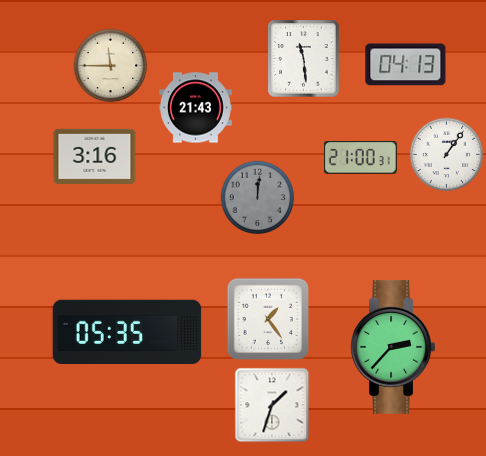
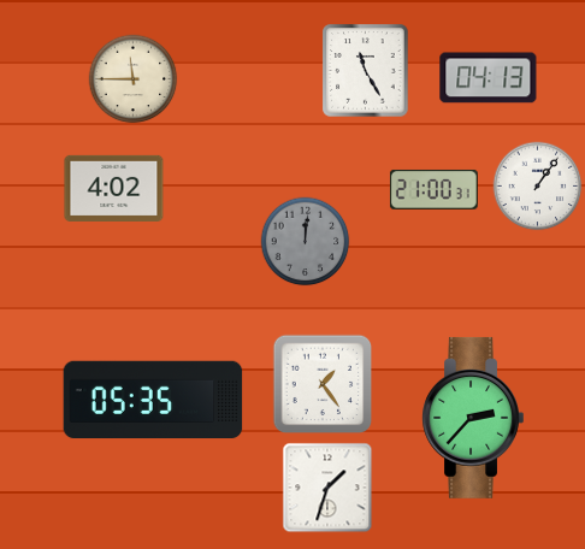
clock at (304, 59): 11:29 -> 11:25
clock at (196, 108): 21:43 -> none
clock at (95, 156): 3:16 -> 4:02
clock at (258, 198) position: (258, 198) -> (306, 242)
